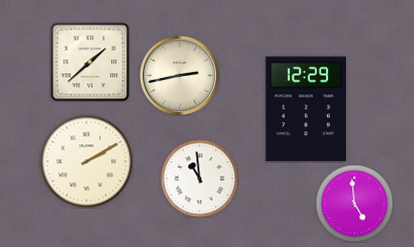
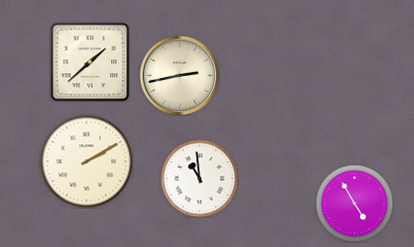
clock at (306, 109): 12:29 -> none
clock at (354, 203): 4:59 -> 4:55
